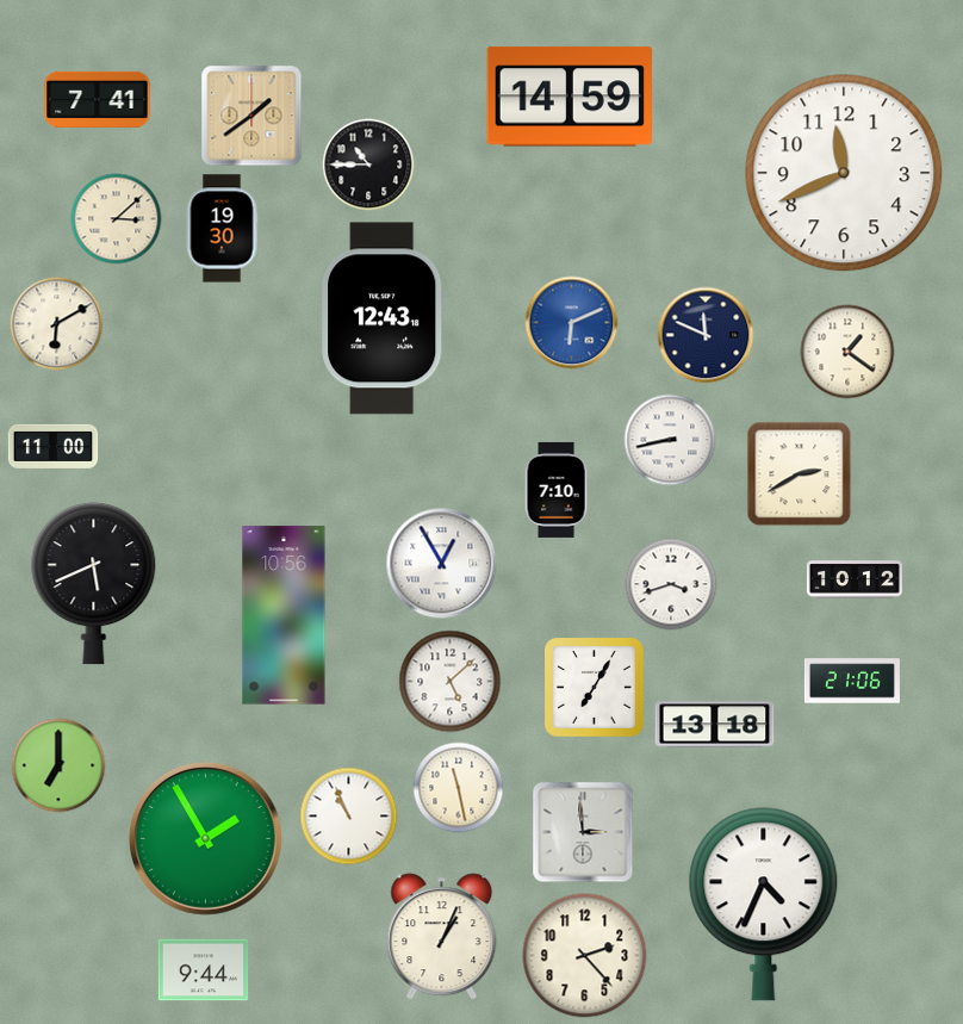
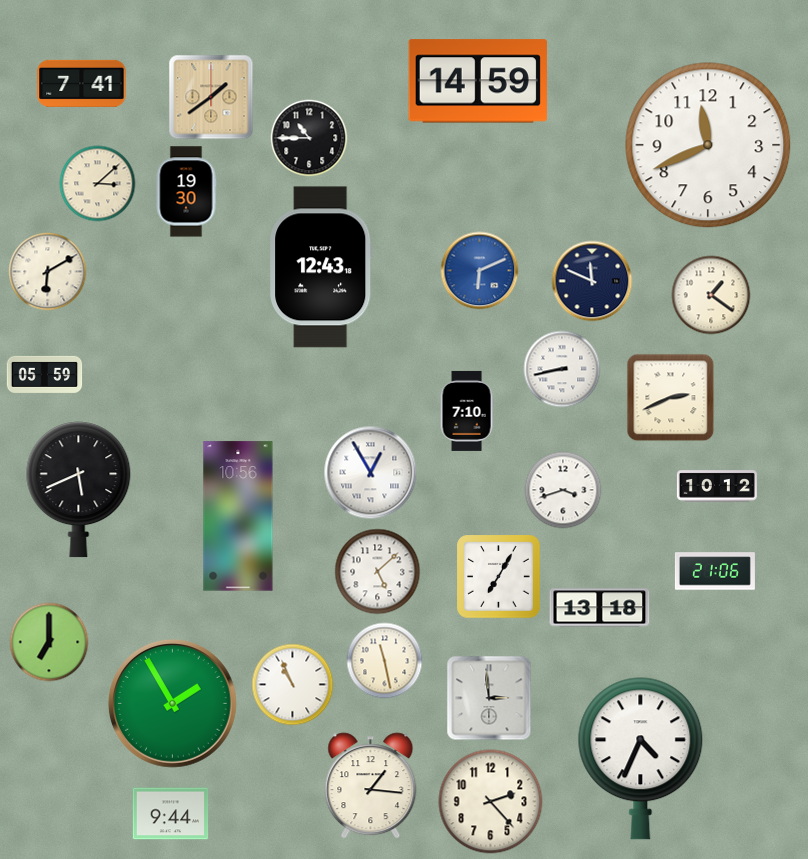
clock at (54, 446): 11:00 -> 05:59
clock at (800, 474): 2:40 -> 2:41
clock at (442, 937): 1:04 -> 1:16
